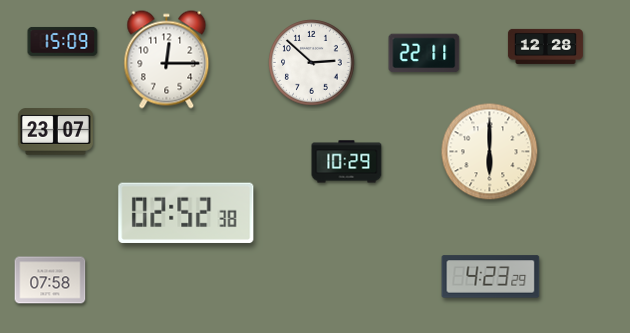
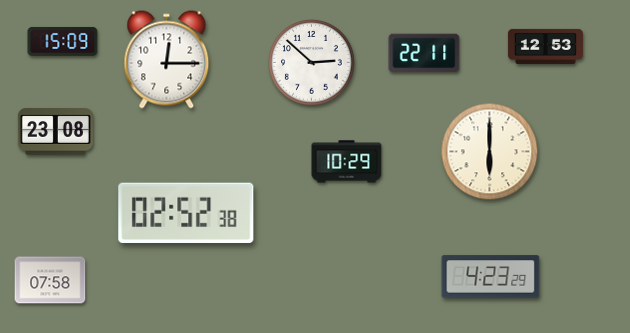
clock at (545, 46): 12:28 -> 12:53
clock at (55, 132): 23:07 -> 23:08
